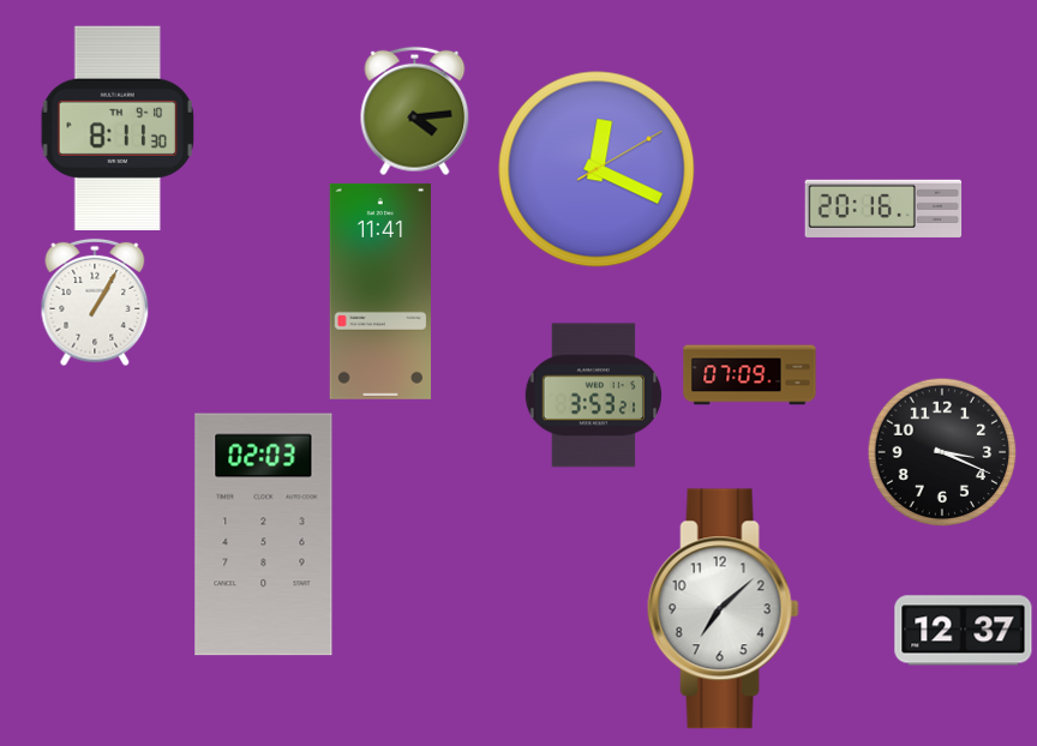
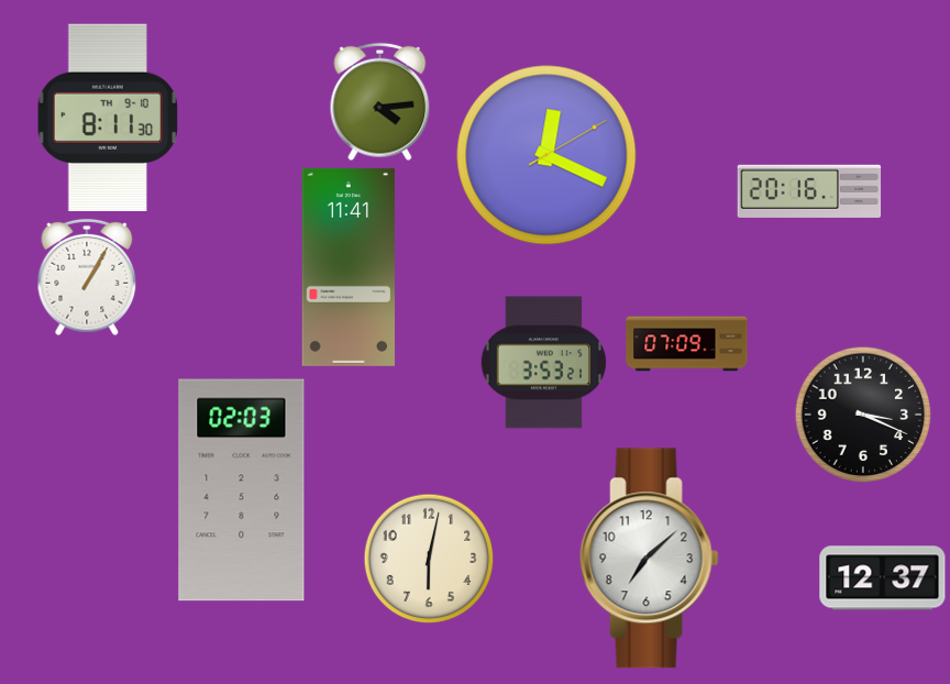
clock at (429, 559): none -> 6:02
clock at (723, 609) position: (723, 609) -> (649, 559)
